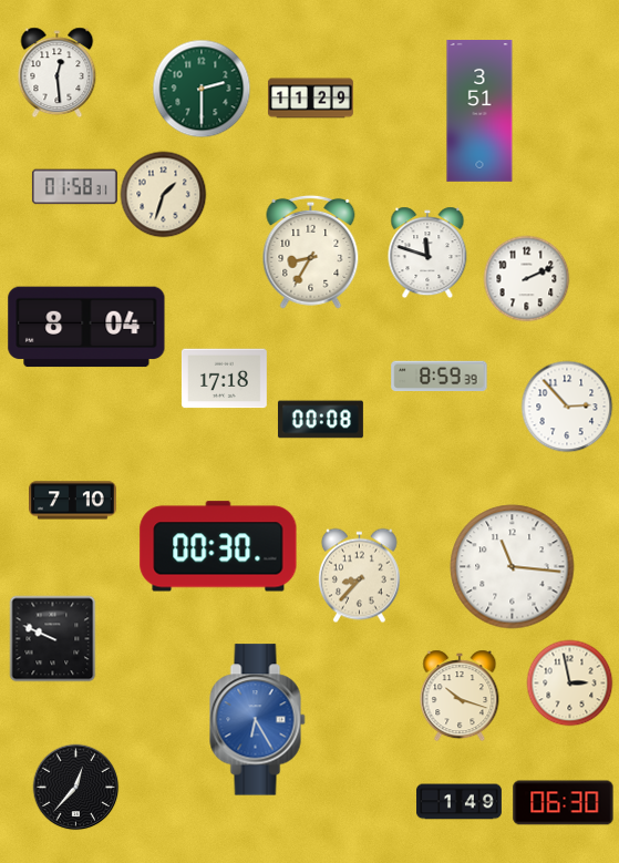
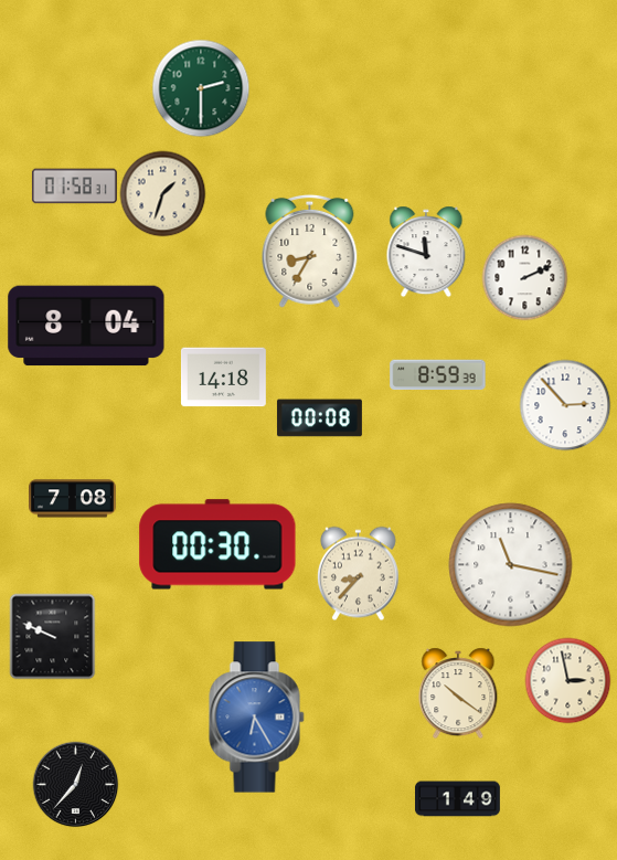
clock at (58, 72): 12:29 -> none
clock at (310, 99): 11:29 -> none
clock at (479, 112): 3:51 -> none
clock at (224, 379): 17:18 -> 14:18
clock at (73, 501): 7:10 -> 7:08
clock at (513, 567): 11:16 -> 11:17
clock at (460, 696): 10:18 -> 10:21
clock at (564, 803): 06:30 -> none
